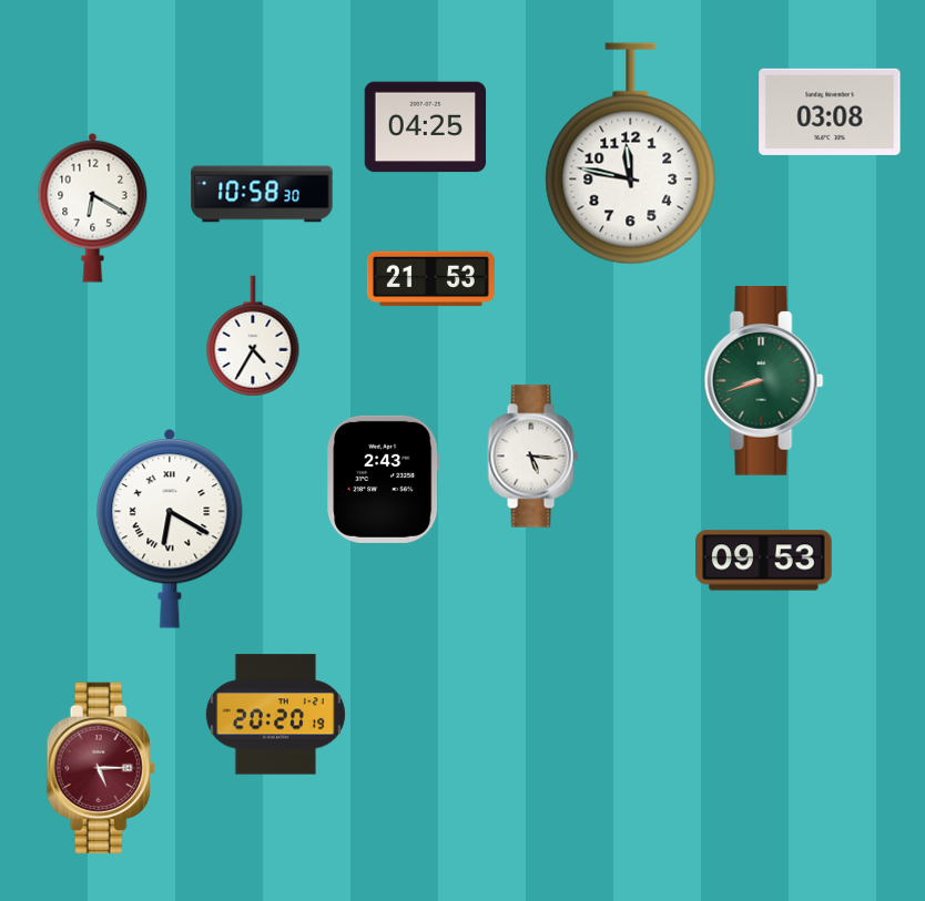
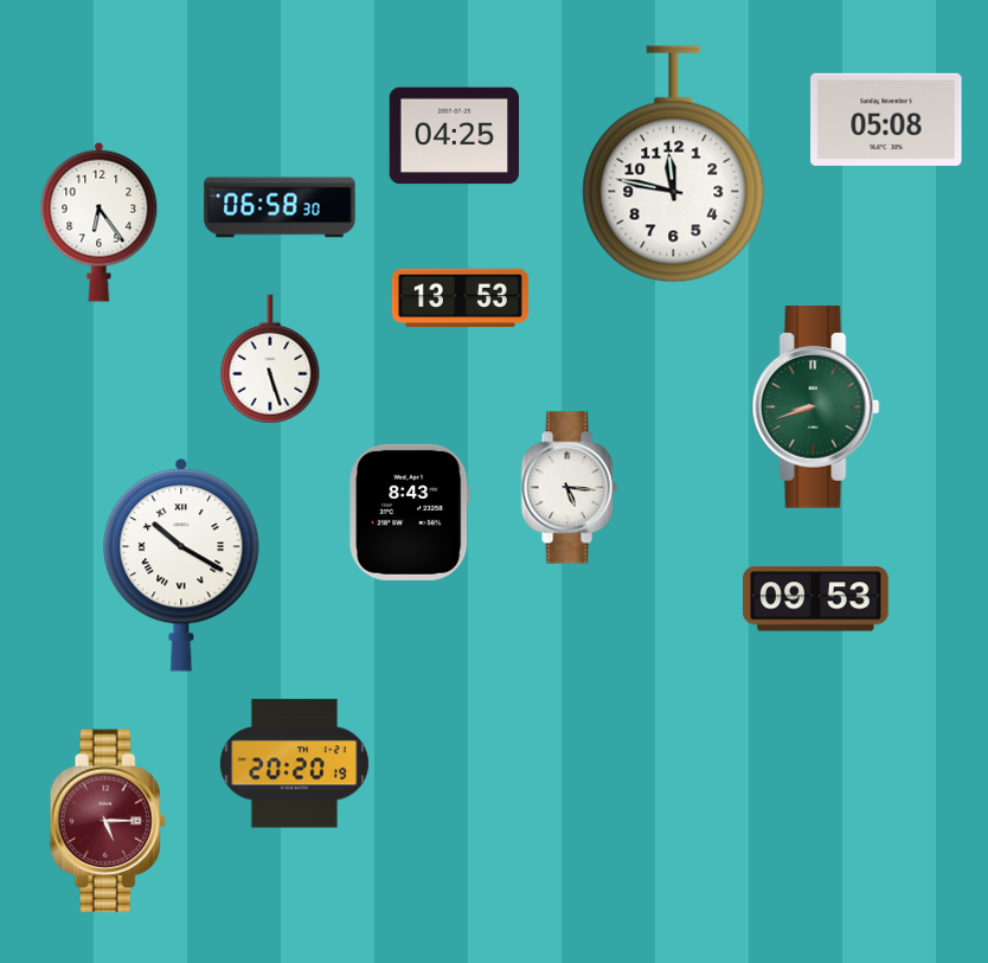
clock at (830, 112): 03:08 -> 05:08
clock at (262, 194): 10:58 -> 06:58
clock at (93, 207): 6:20 -> 6:24
clock at (430, 279): 21:53 -> 13:53
clock at (253, 336): 4:35 -> 5:27
clock at (384, 479): 2:43 -> 8:43
clock at (170, 529): 6:20 -> 10:20
